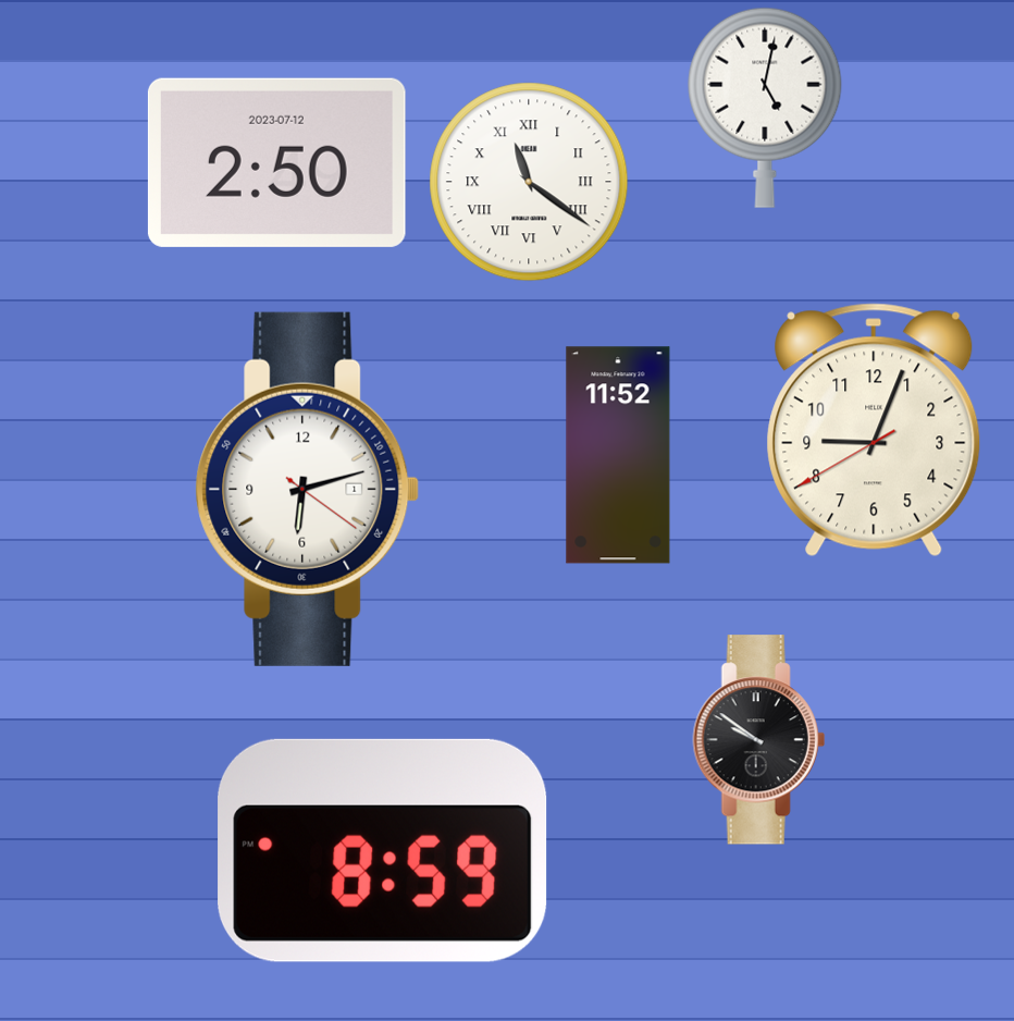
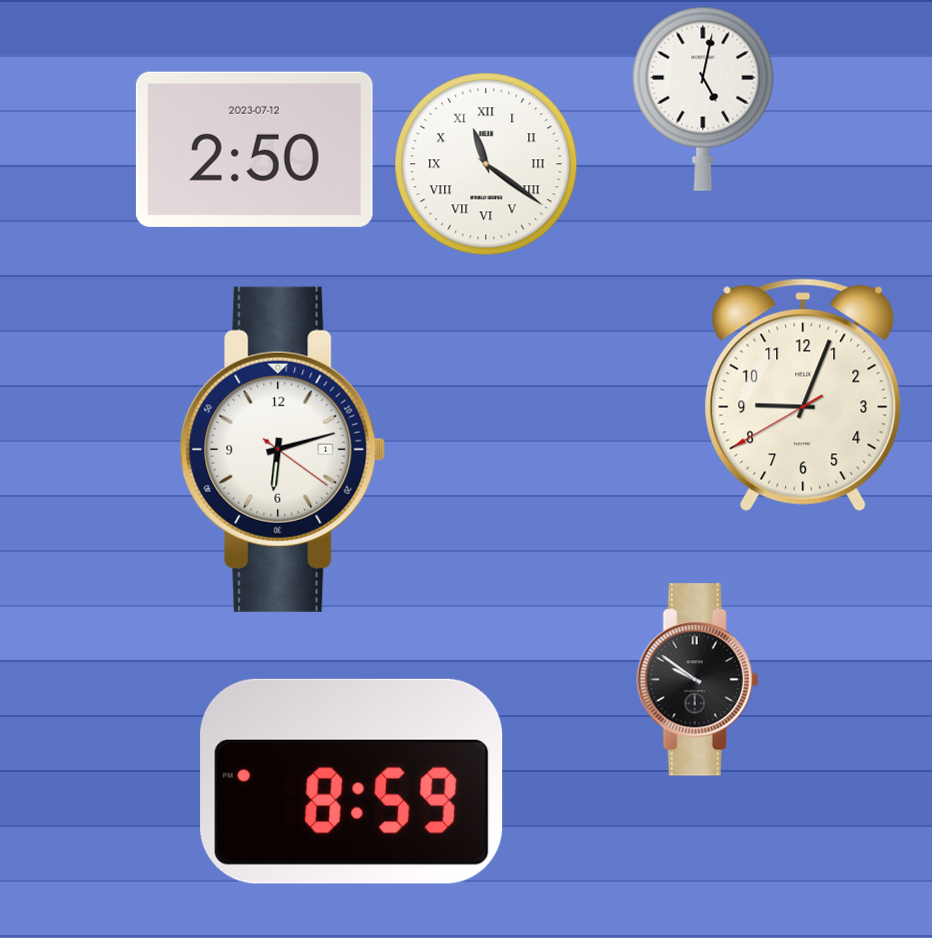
clock at (529, 182) position: (529, 182) -> (486, 164)
clock at (618, 455): 11:52 -> none
